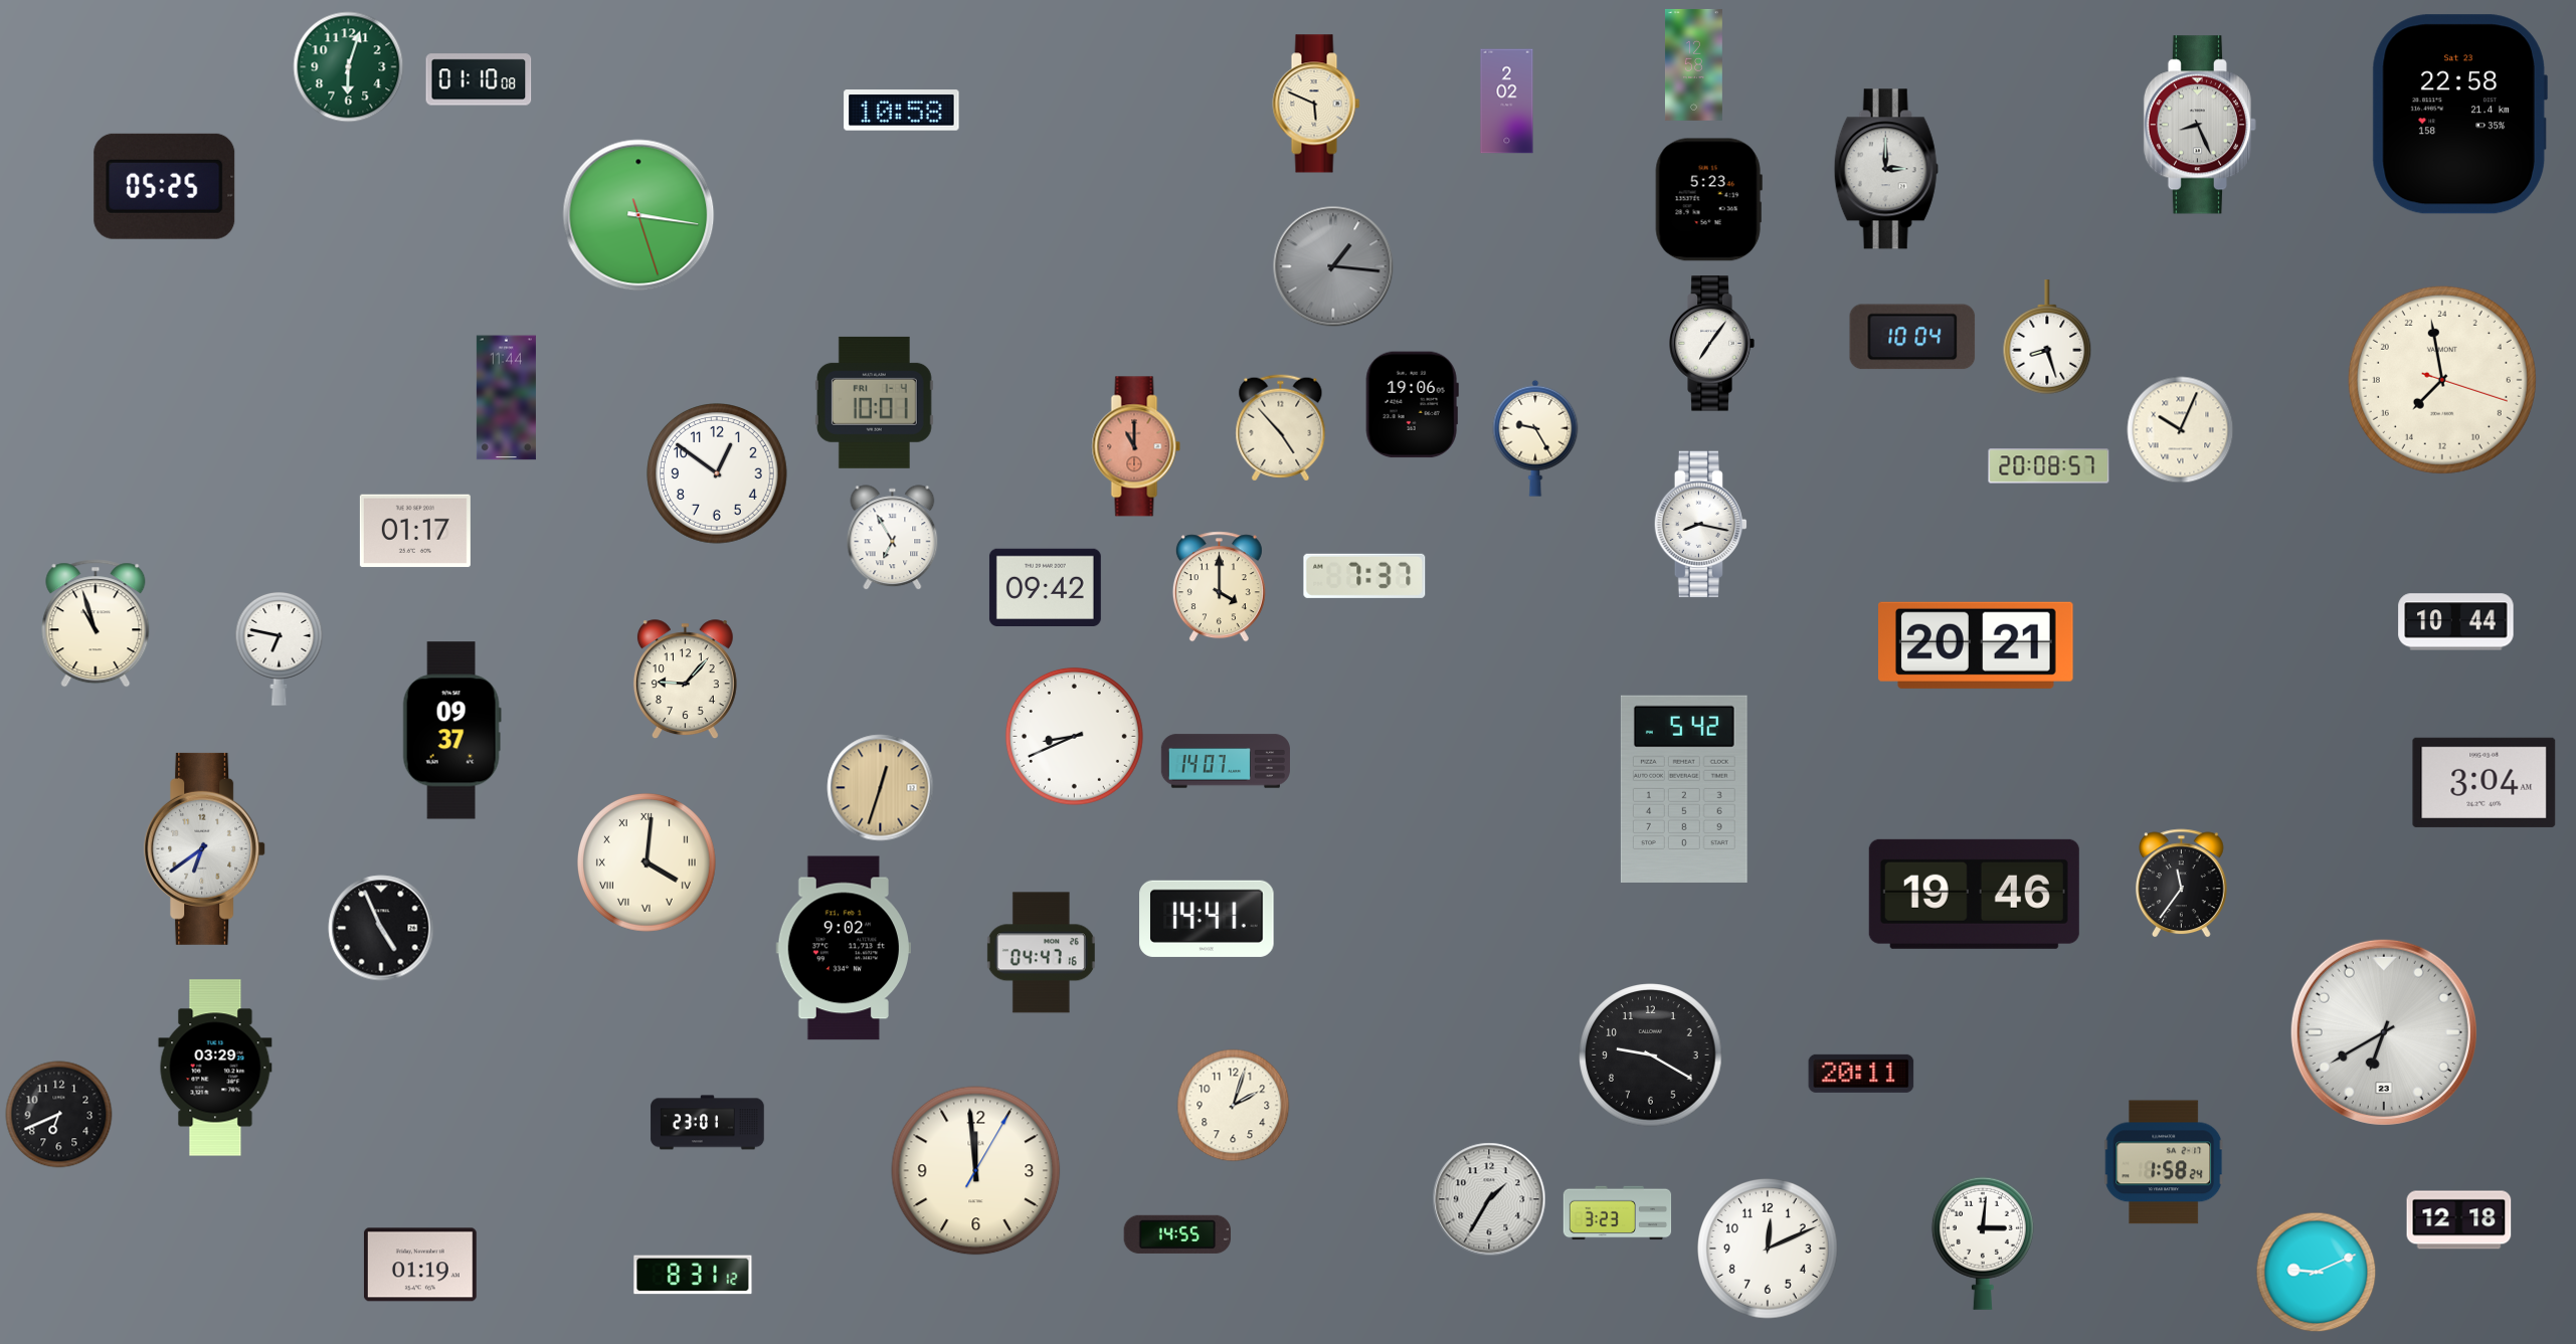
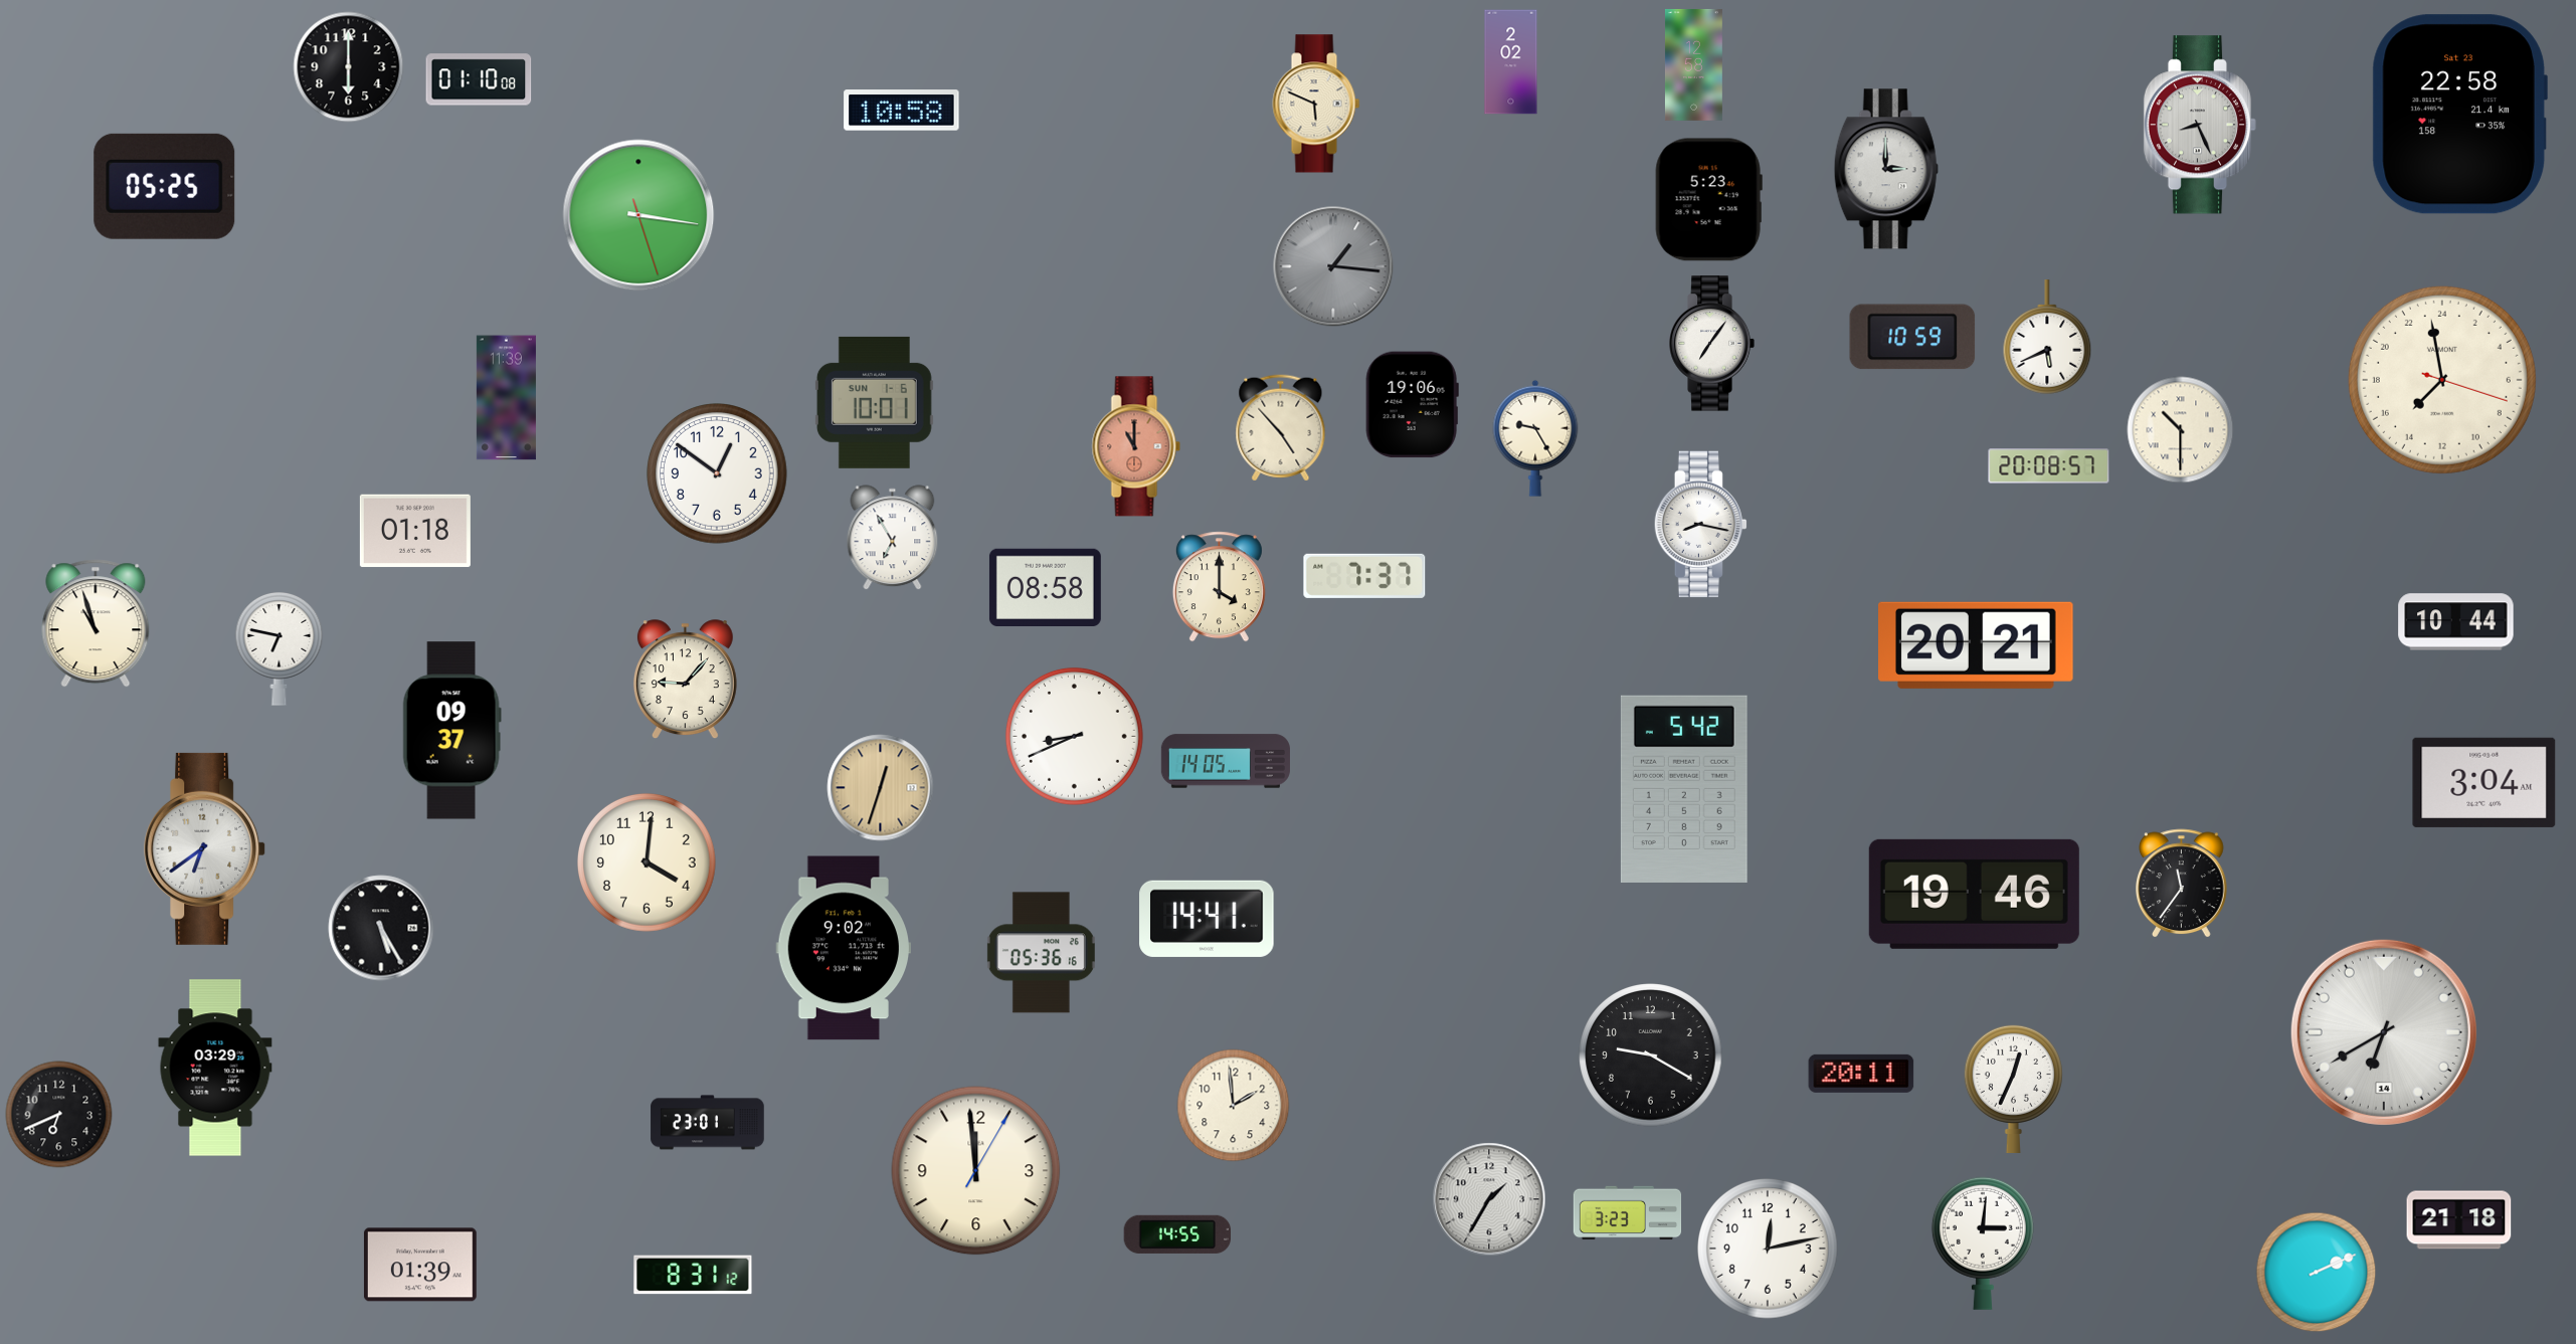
clock at (349, 67): 6:03 -> 6:00
clock at (349, 67) dial: green -> black
clock at (1507, 102) position: (1507, 102) -> (1511, 62)
clock at (1912, 337): 10:04 -> 10:59
clock at (2047, 337): 8:27 -> 5:41
clock at (506, 398): 11:44 -> 11:39
clock at (874, 402) date: FRI 1-4 -> SUN 1-6
clock at (2181, 430): 10:04 -> 10:30
clock at (415, 531): 01:17 -> 01:18
clock at (1045, 587): 09:42 -> 08:58
clock at (1226, 761): 14:07 -> 14:05
clock at (647, 862) numerals: Roman -> Arabic
clock at (381, 928): 4:56 -> 5:25
clock at (1041, 953): 04:47 -> 05:36
clock at (2384, 1032) date: 23 -> 14
clock at (2013, 1088): none -> 12:34
clock at (1234, 1106): 2:03 -> 1:59
clock at (2164, 1162): 1:58 -> none
clock at (1618, 1213) position: (1618, 1213) -> (1628, 1213)
clock at (2459, 1220): 12:18 -> 21:18
clock at (1769, 1250): 12:11 -> 12:13
clock at (420, 1265): 01:19 -> 01:39
clock at (2317, 1273): 9:11 -> 2:11
